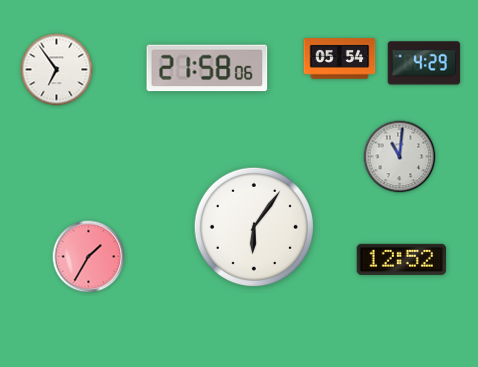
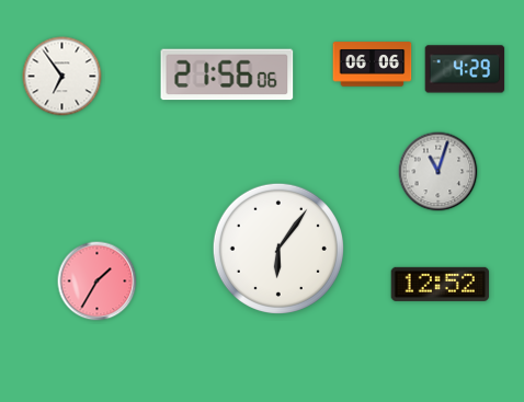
clock at (340, 59): 05:54 -> 06:06
clock at (207, 68): 21:58 -> 21:56
clock at (400, 157): 11:01 -> 11:03
